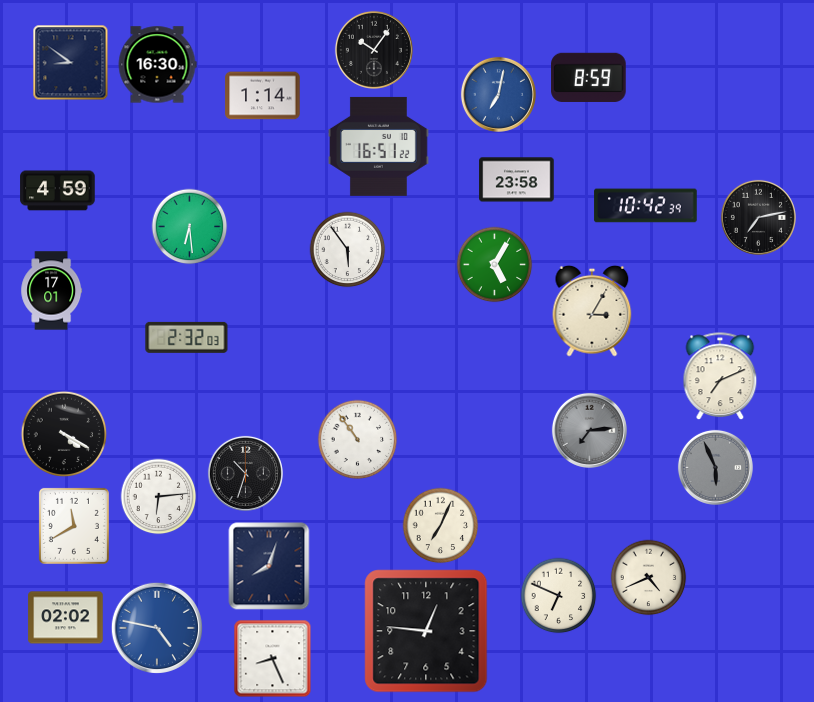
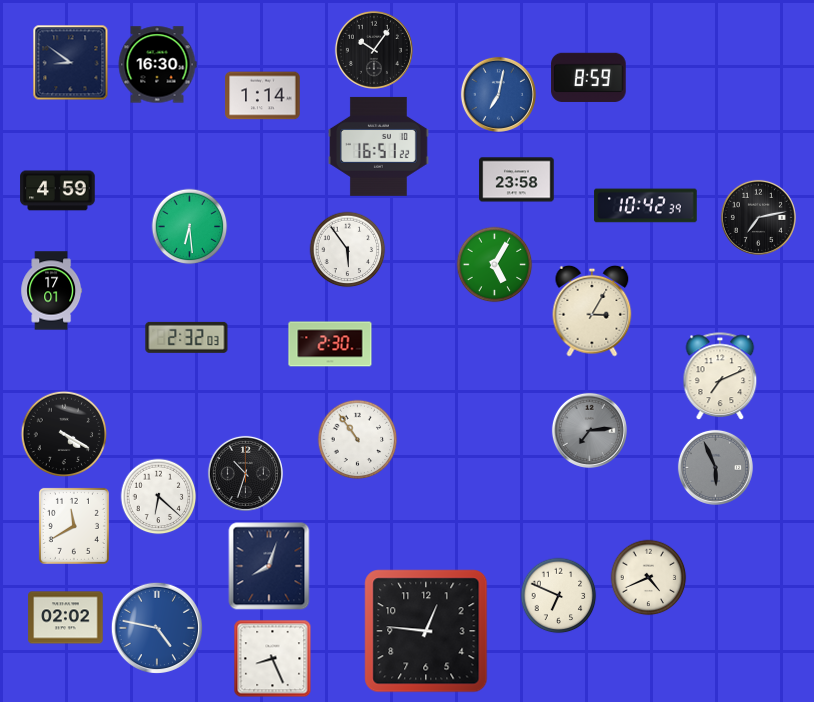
clock at (330, 344): none -> 2:30
clock at (159, 497): 6:14 -> 6:22
clock at (441, 526): 7:04 -> none
